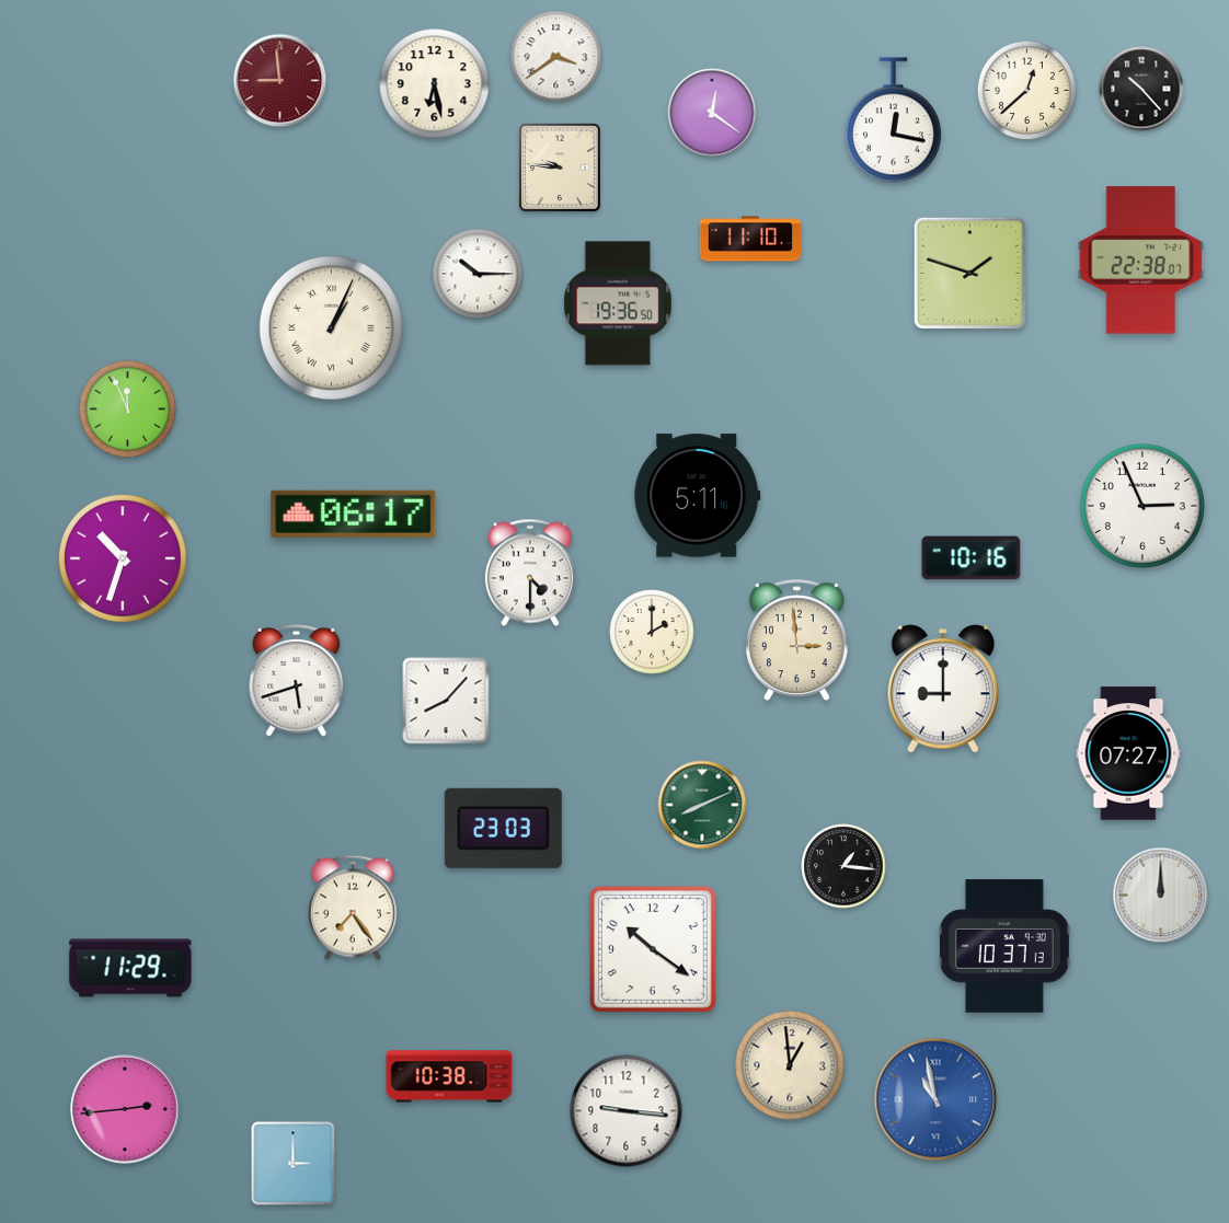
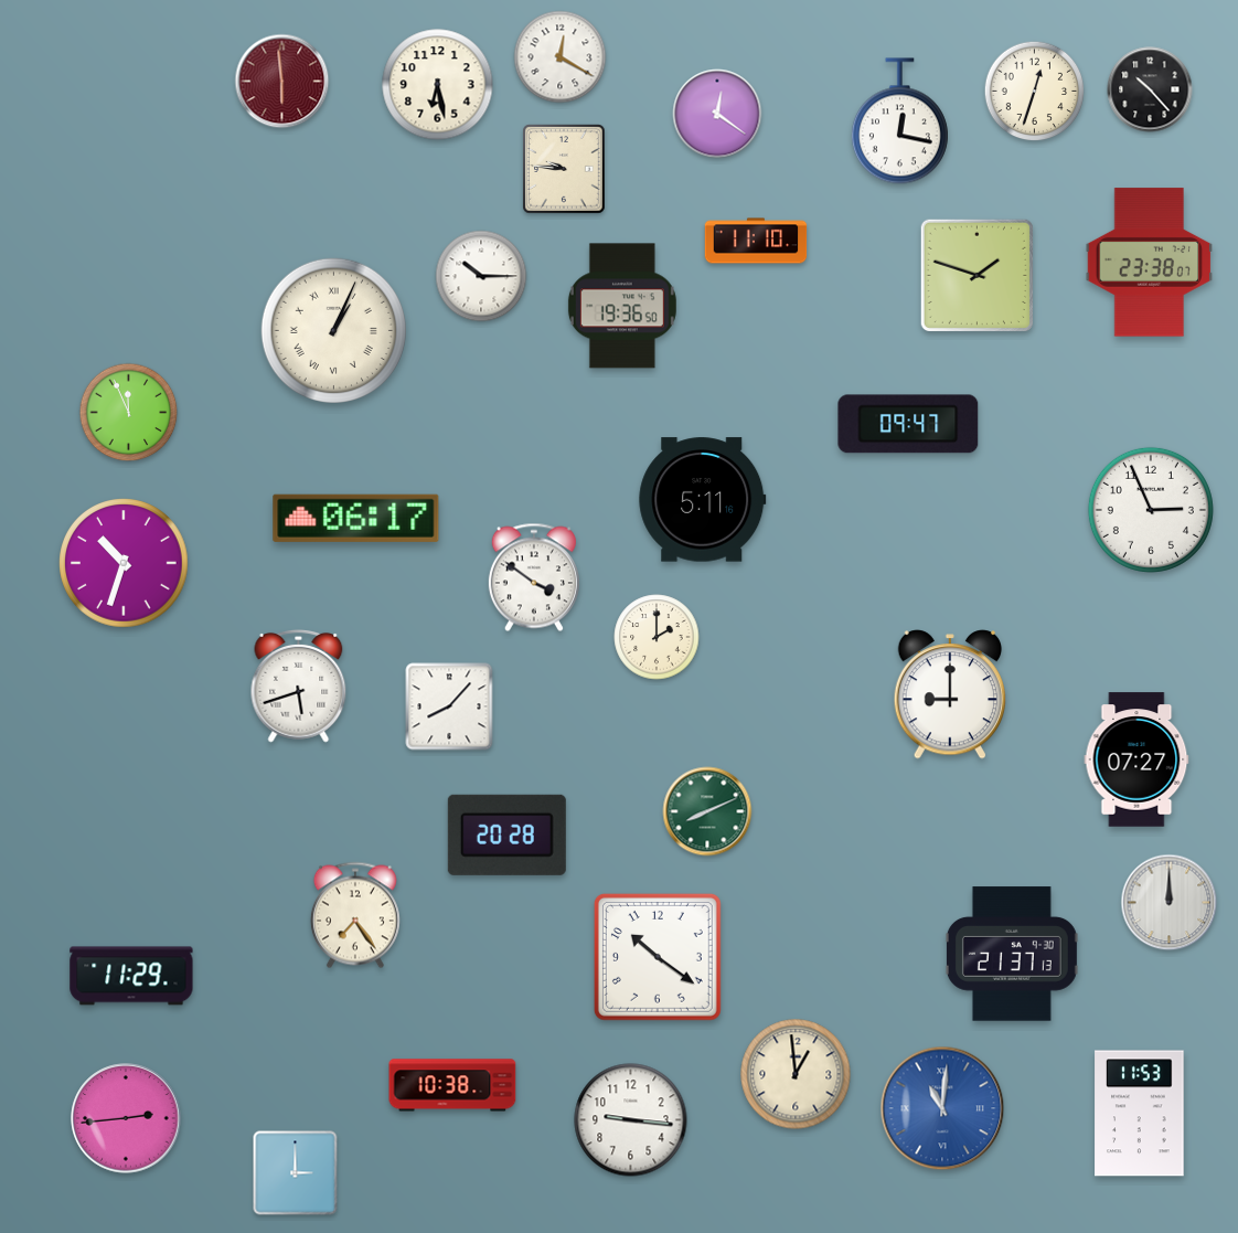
clock at (556, 57): 3:39 -> 12:20
clock at (280, 81): 8:59 -> 5:59
clock at (1027, 91): 12:38 -> 12:33
clock at (1141, 261): 22:38 -> 23:38
clock at (908, 424): none -> 09:47
clock at (972, 558): 10:16 -> none
clock at (530, 573): 4:30 -> 3:51
clock at (797, 639): 2:59 -> none
clock at (503, 828): 23:03 -> 20:28
clock at (843, 866): 1:16 -> none
clock at (1004, 946): 10:37 -> 21:37
clock at (935, 1099): 10:58 -> 11:01
clock at (1140, 1114): none -> 11:53
